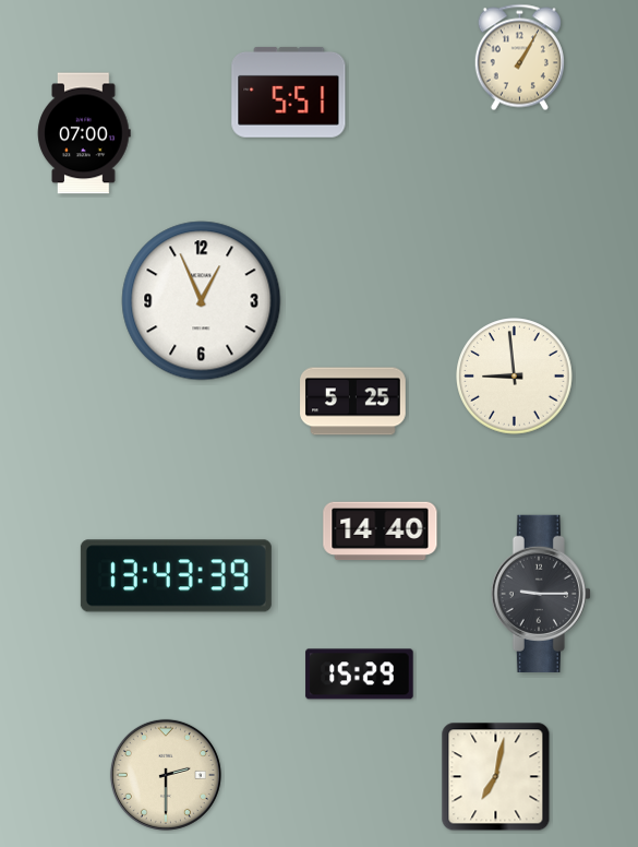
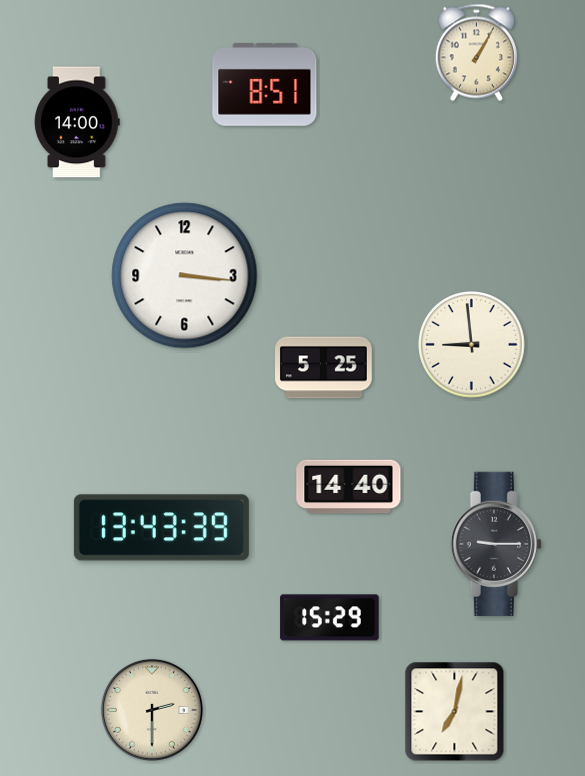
clock at (289, 92): 5:51 -> 8:51
clock at (84, 133): 07:00 -> 14:00
clock at (202, 301): 12:56 -> 3:16
